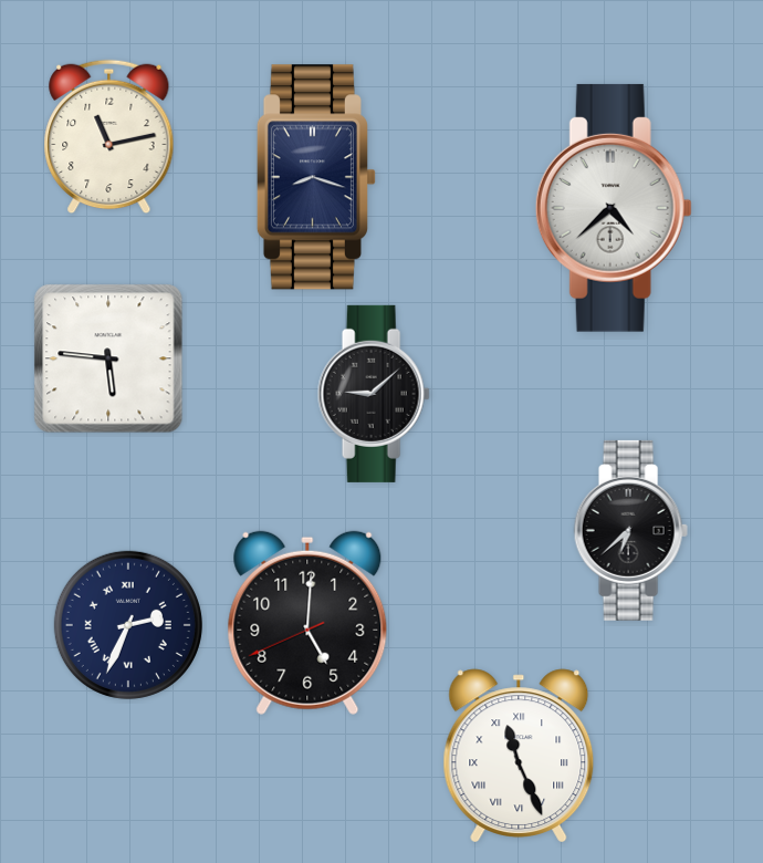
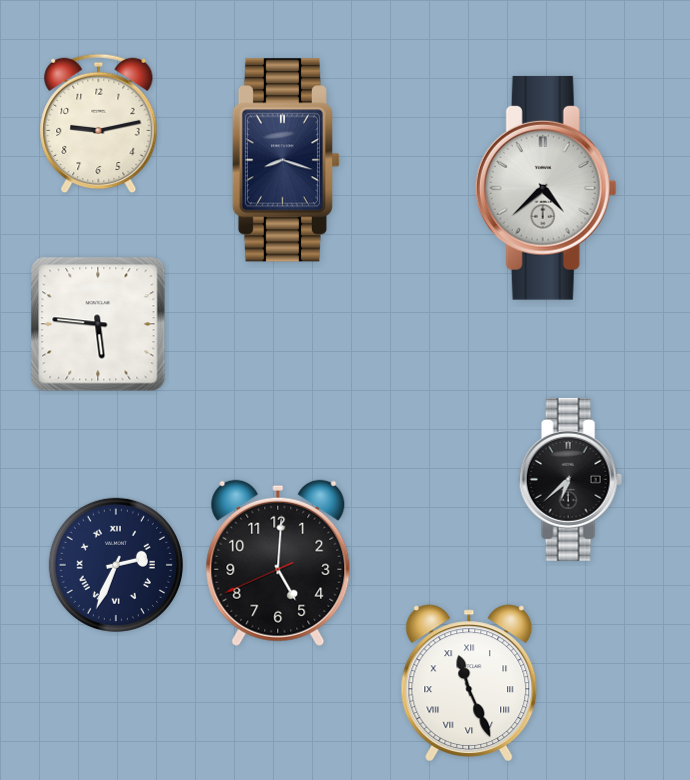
clock at (109, 137): 11:13 -> 9:13
clock at (614, 208) position: (614, 208) -> (546, 188)
clock at (374, 394): 9:08 -> none
